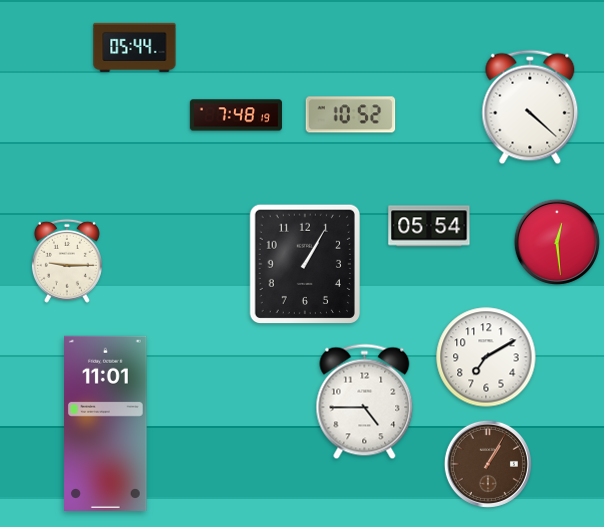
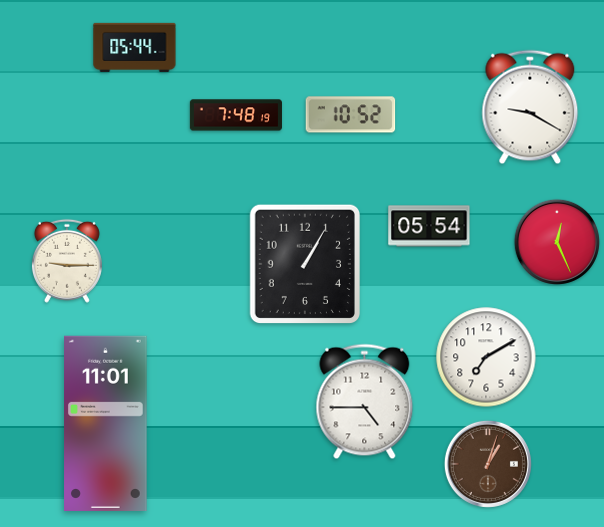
clock at (530, 107): 4:22 -> 9:20
clock at (557, 242): 12:29 -> 12:26
clock at (488, 464): 1:05 -> 1:03
